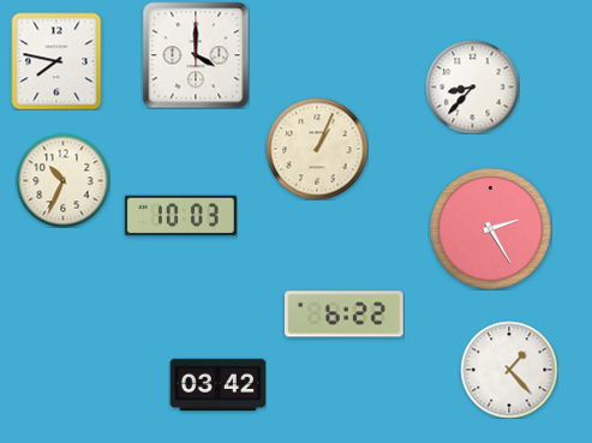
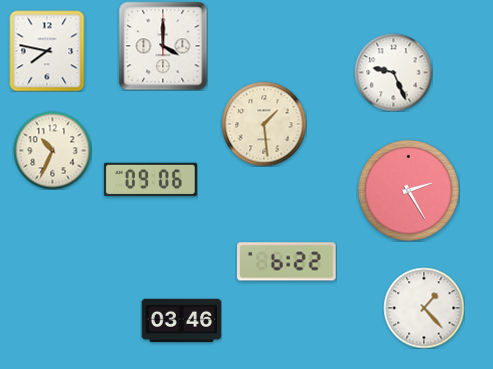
clock at (472, 86): 8:37 -> 9:26
clock at (317, 149): 1:04 -> 1:29
clock at (180, 216): 10:03 -> 09:06
clock at (217, 384): 03:42 -> 03:46
